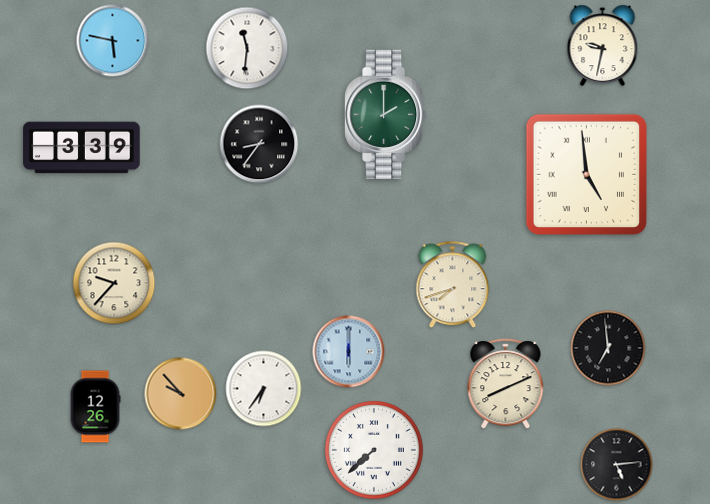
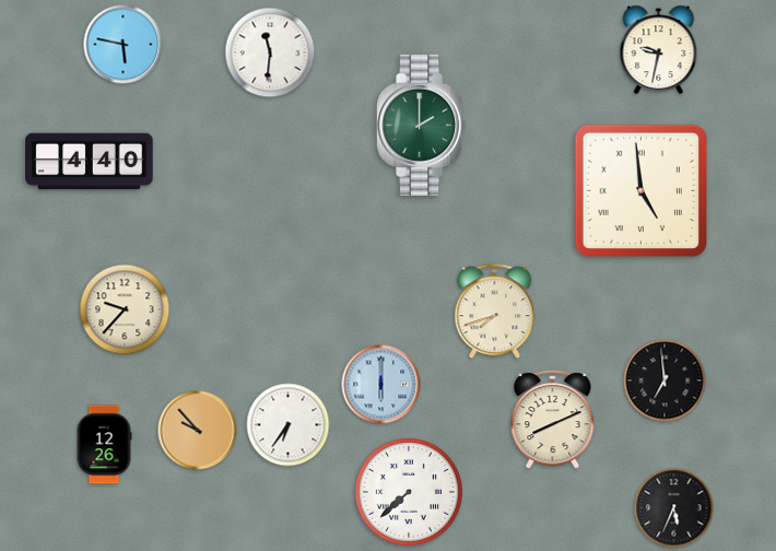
clock at (259, 144): 8:36 -> none
clock at (82, 148): 3:39 -> 4:40
clock at (617, 465): 5:14 -> 5:34
